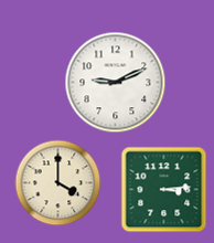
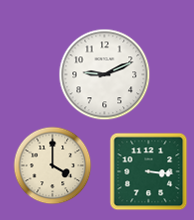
clock at (163, 189): 3:14 -> 3:16
